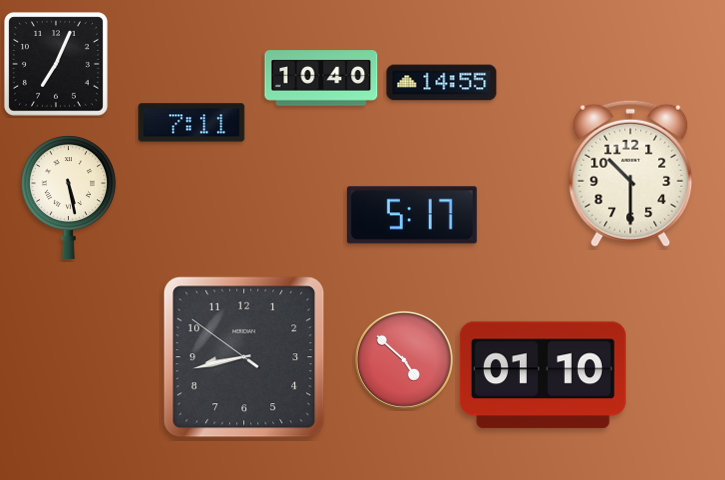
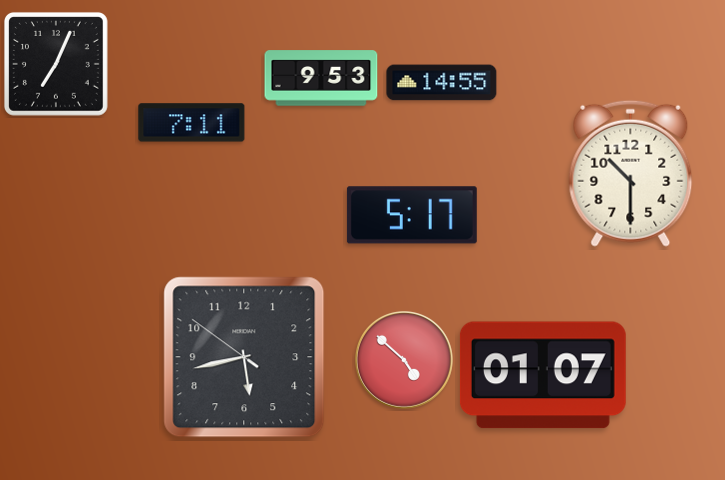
clock at (321, 78): 10:40 -> 9:53
clock at (68, 197): 5:28 -> none
clock at (244, 357): 8:42 -> 5:42
clock at (543, 375): 01:10 -> 01:07
